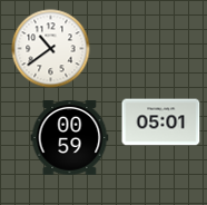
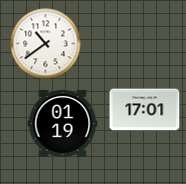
clock at (161, 123): 05:01 -> 17:01
clock at (70, 138): 00:59 -> 01:19
